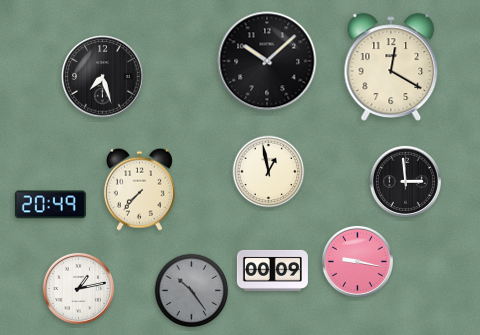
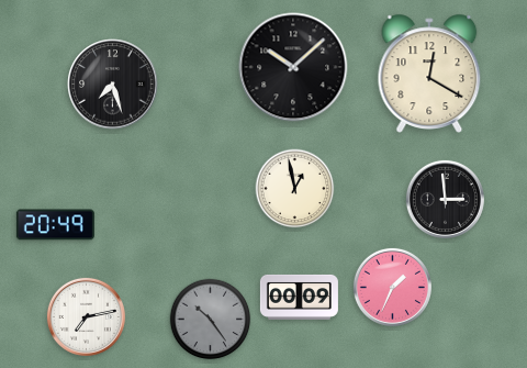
clock at (139, 189): 7:37 -> none
clock at (357, 261): 9:17 -> 1:34
clock at (78, 288): 1:13 -> 7:13
